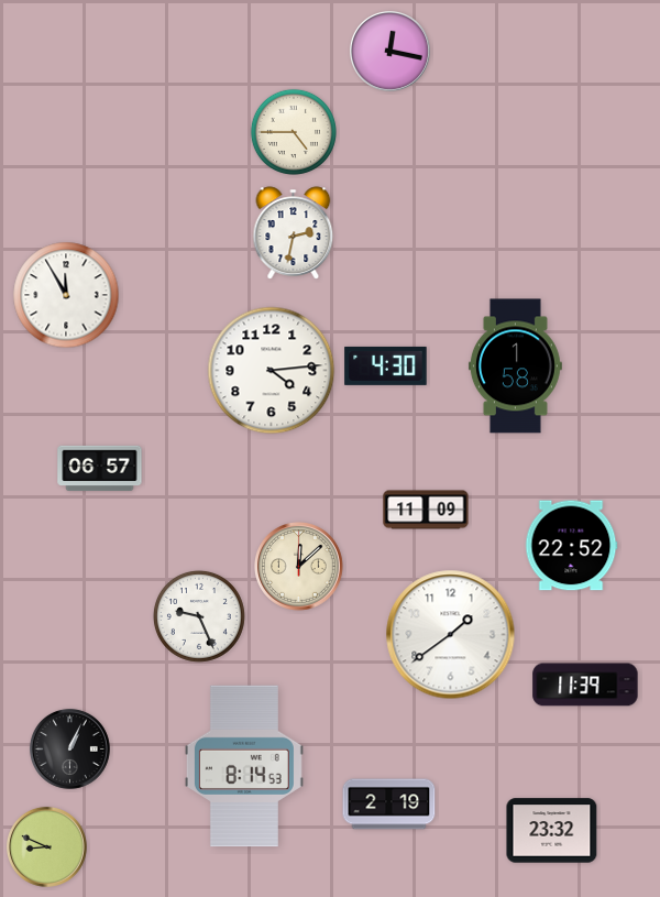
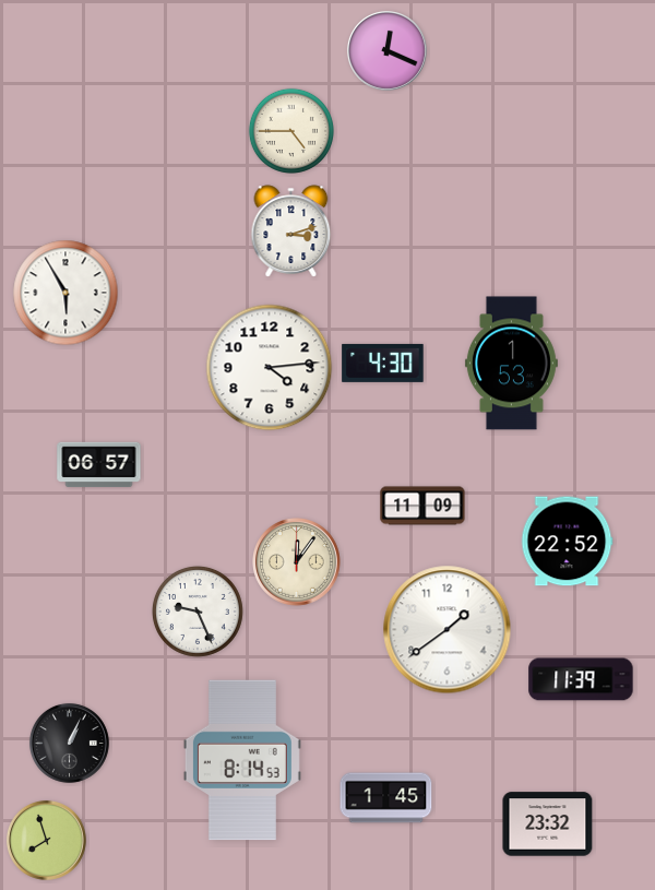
clock at (389, 51): 12:17 -> 12:19
clock at (294, 233): 2:32 -> 3:12
clock at (66, 295): 11:55 -> 5:55
clock at (515, 367): 1:58 -> 1:53
clock at (299, 567): 12:08 -> 12:06
clock at (389, 805): 2:19 -> 1:45
clock at (46, 846): 8:49 -> 7:57
